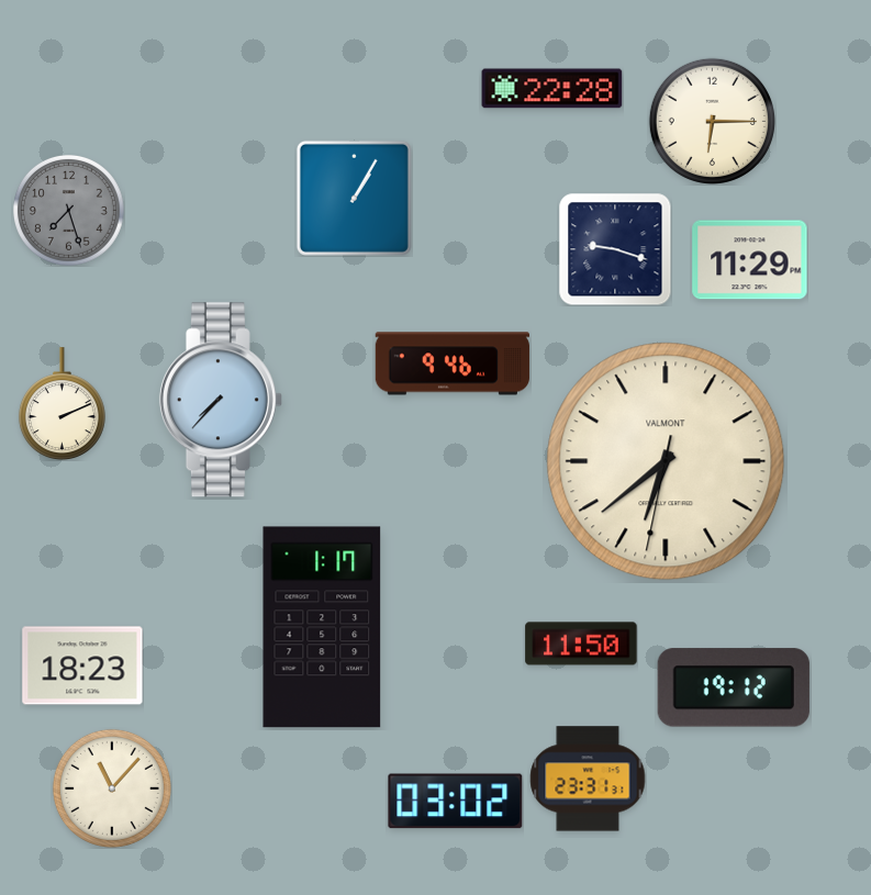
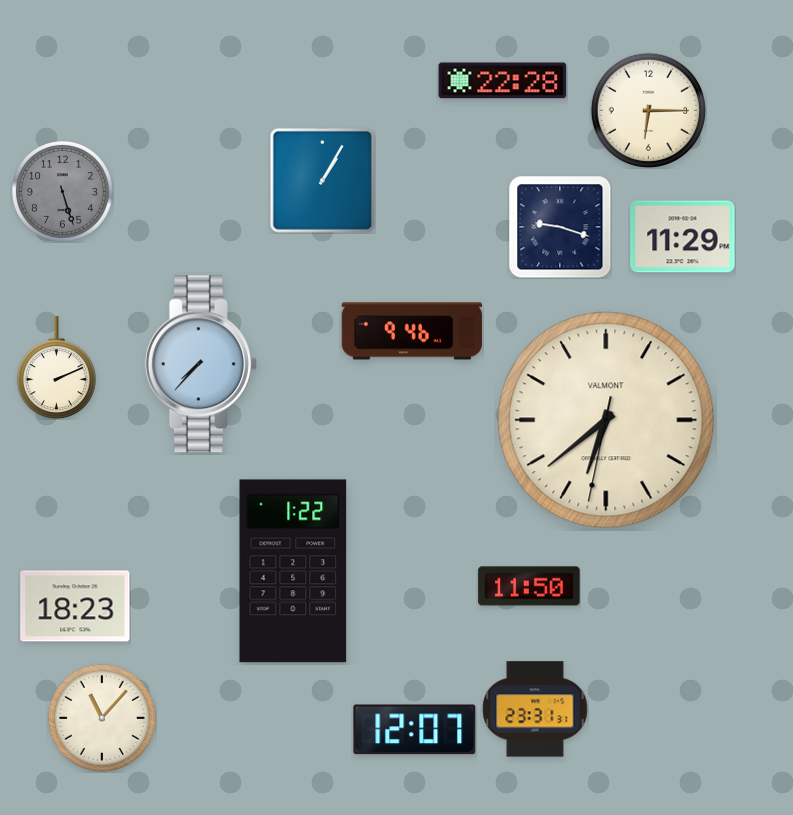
clock at (68, 210): 7:27 -> 5:27
clock at (322, 627): 1:17 -> 1:22
clock at (734, 687): 19:12 -> none
clock at (456, 802): 03:02 -> 12:07
